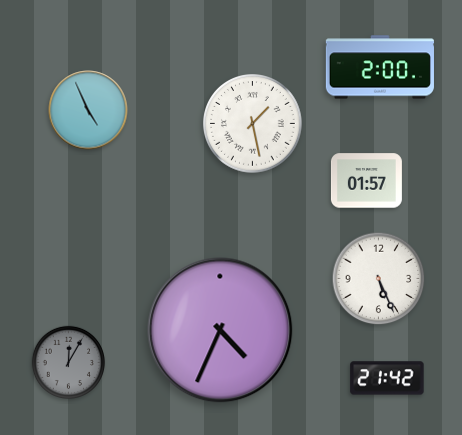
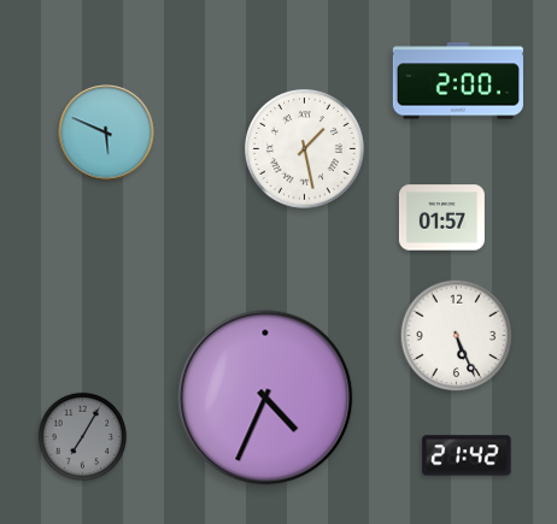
clock at (88, 110): 4:56 -> 5:49
clock at (69, 363): 12:05 -> 7:05
